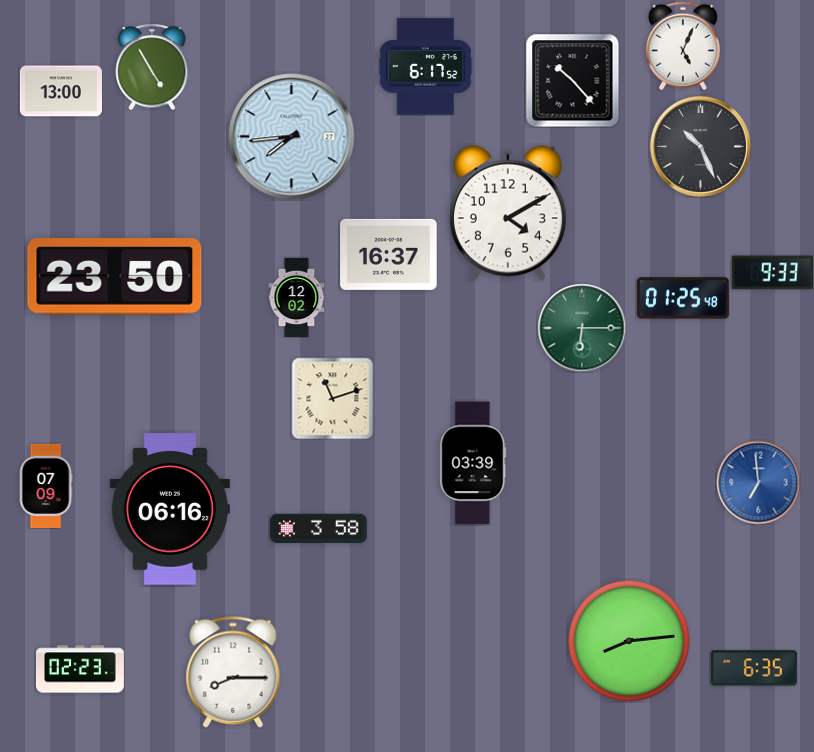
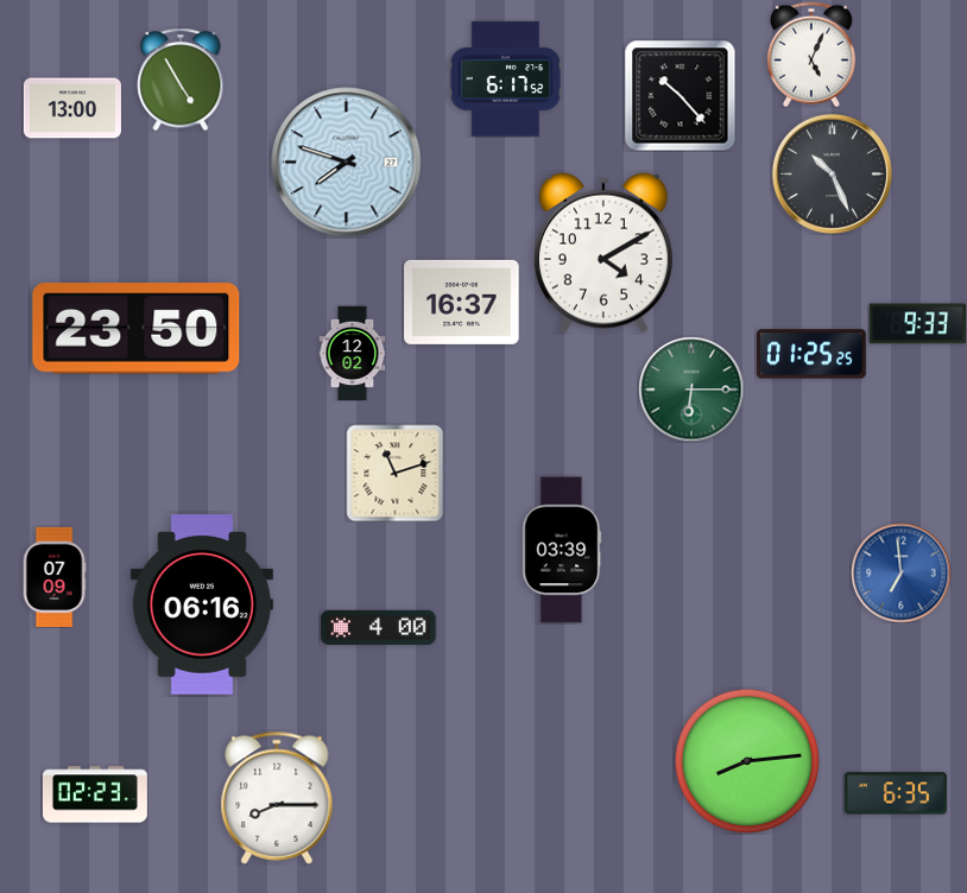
clock at (292, 137): 7:44 -> 7:48
clock at (684, 298): 01:25:48 -> 01:25:25
clock at (319, 529): 3:58 -> 4:00
